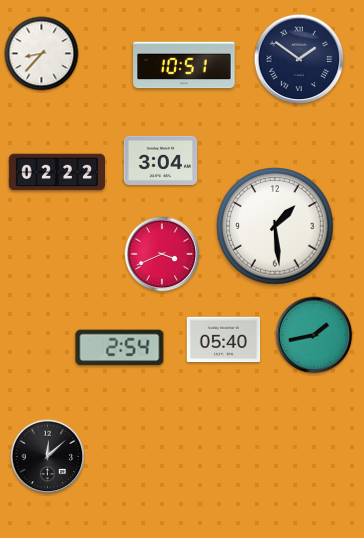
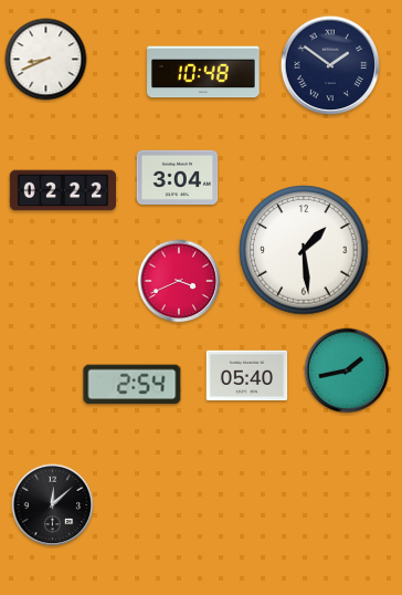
clock at (42, 54): 8:37 -> 8:41
clock at (184, 65): 10:51 -> 10:48
